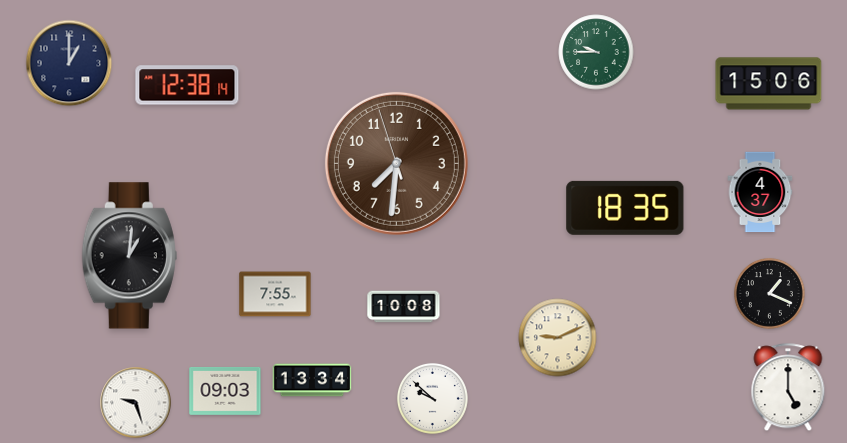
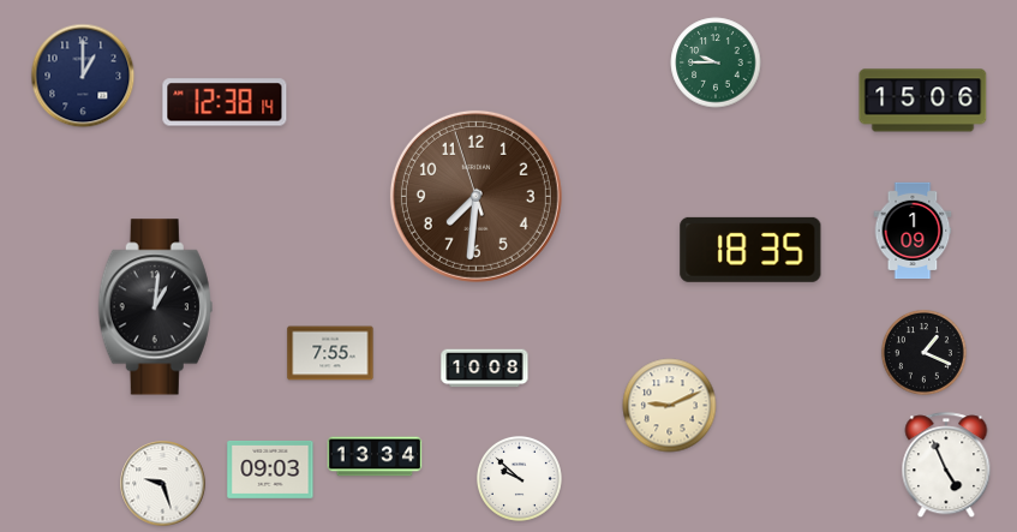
clock at (760, 192): 4:37 -> 1:09
clock at (788, 388): 5:00 -> 4:56
